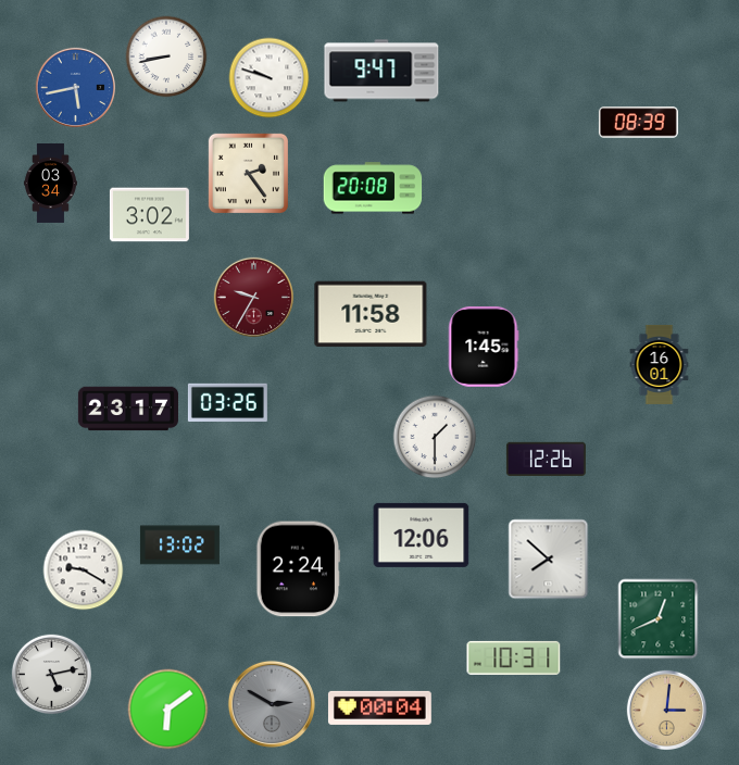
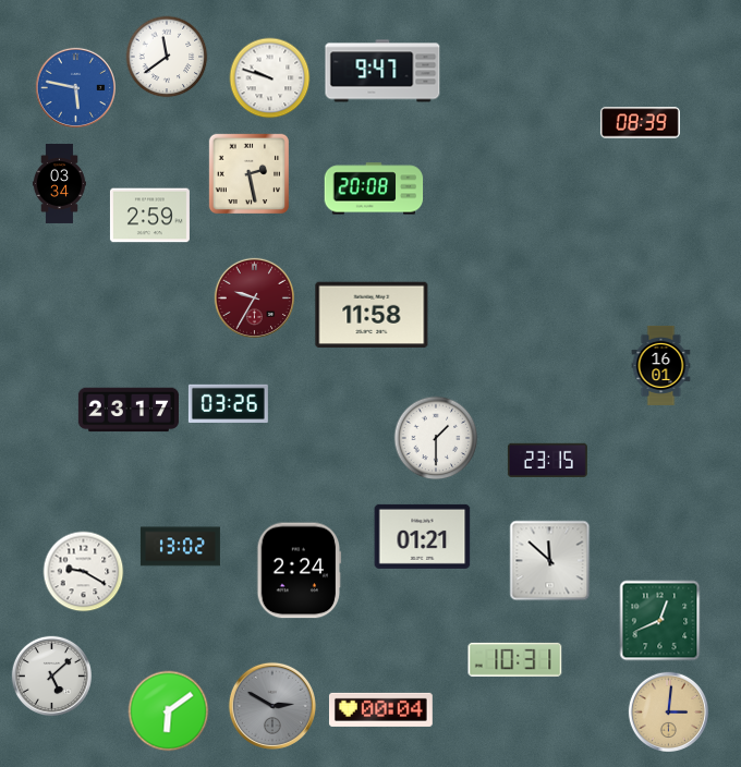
clock at (166, 57): 8:43 -> 11:39
clock at (75, 87): 5:43 -> 5:47
clock at (248, 173): 2:24 -> 2:28
clock at (50, 183) position: (50, 183) -> (59, 183)
clock at (149, 215): 3:02 -> 2:59
clock at (484, 347): 1:45 -> none
clock at (546, 459): 12:26 -> 23:15
clock at (422, 535): 12:06 -> 01:21
clock at (549, 560): 7:52 -> 11:52
clock at (51, 674): 5:13 -> 5:08
